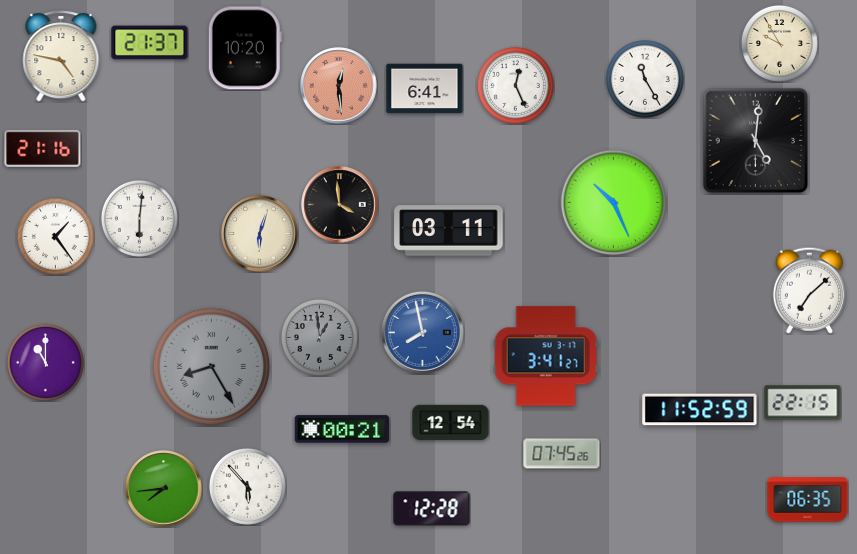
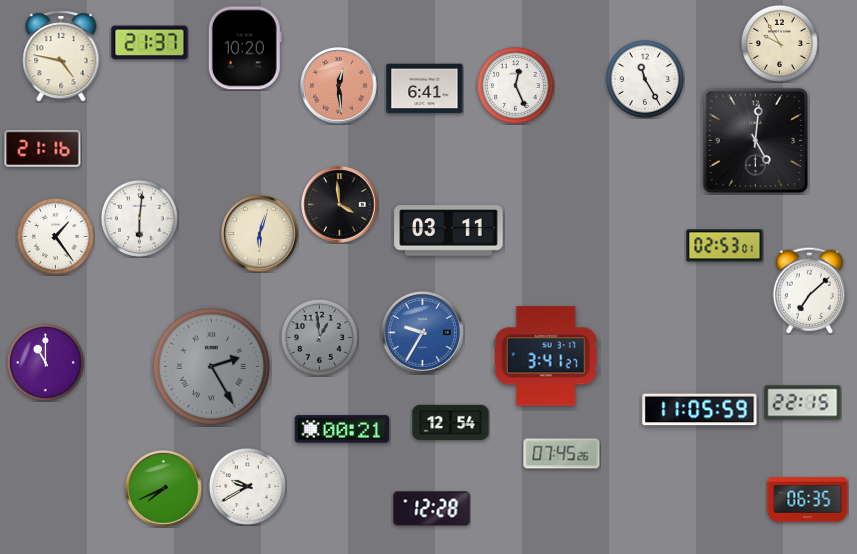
clock at (614, 203): 10:26 -> none
clock at (725, 246): none -> 02:53
clock at (422, 332): 7:58 -> 9:35
clock at (212, 367): 8:25 -> 2:25
clock at (700, 410): 11:52 -> 11:05
clock at (247, 486): 5:53 -> 9:40
clock at (164, 489): 7:44 -> 7:41
